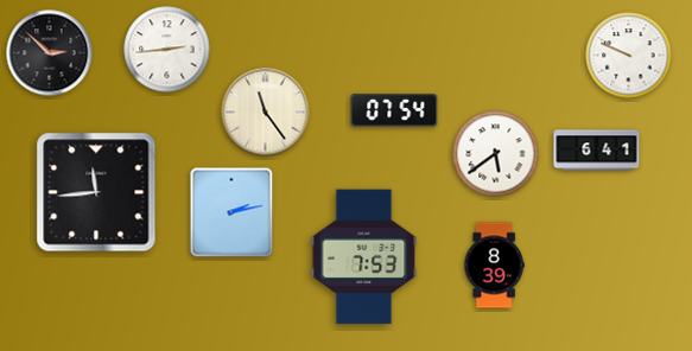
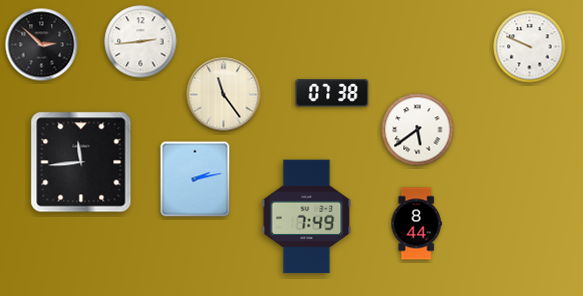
clock at (394, 110): 07:54 -> 07:38
clock at (597, 151): 6:41 -> none
clock at (364, 257): 7:53 -> 7:49
clock at (494, 266): 8:39 -> 8:44
